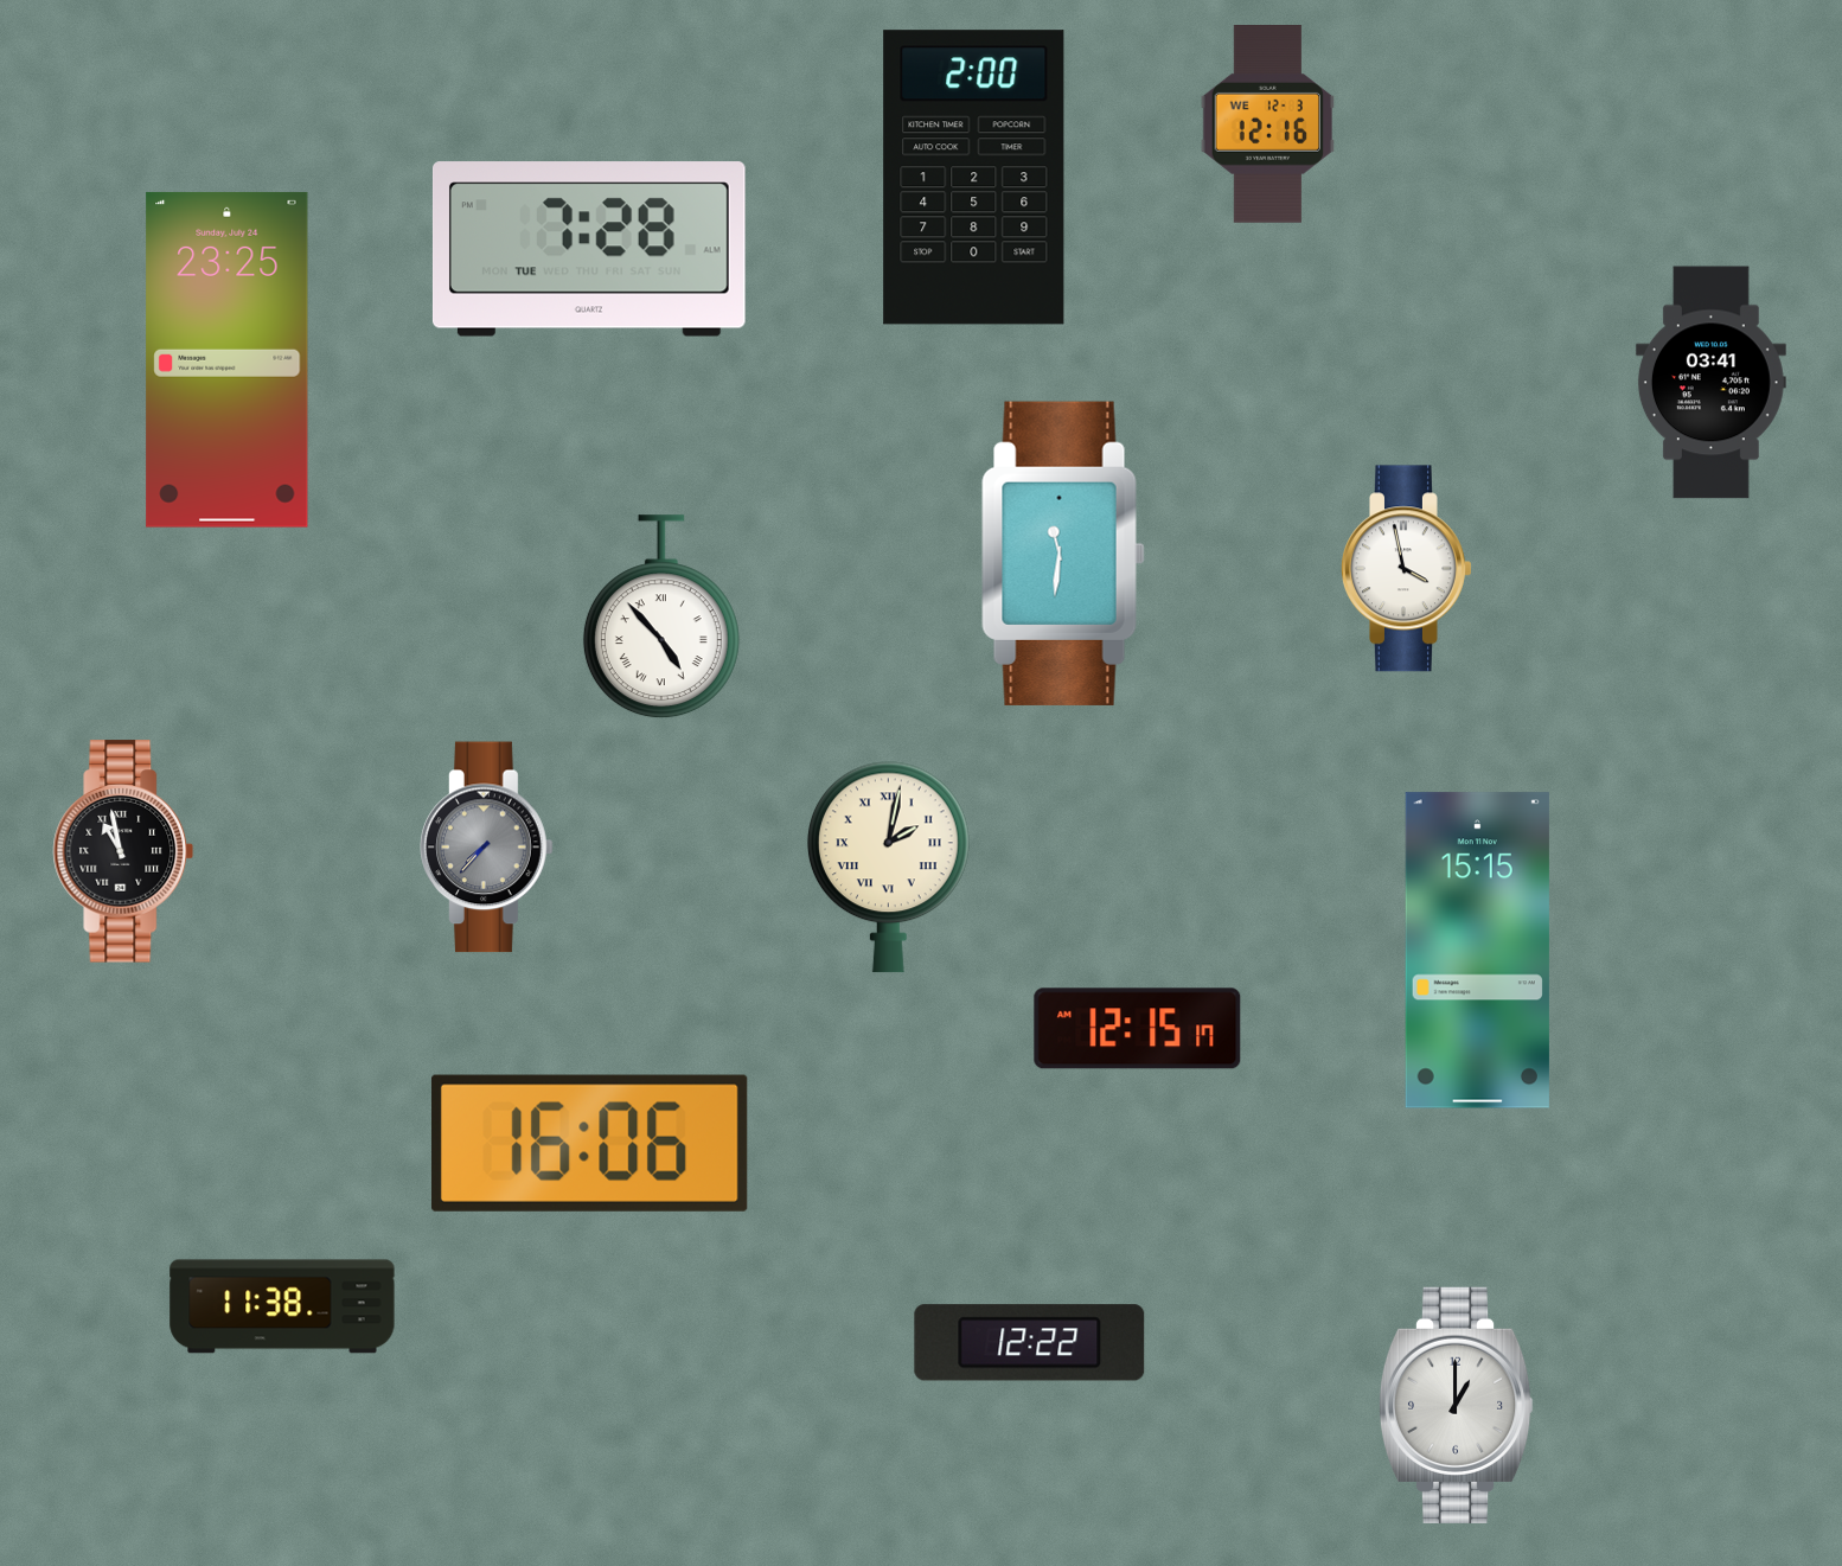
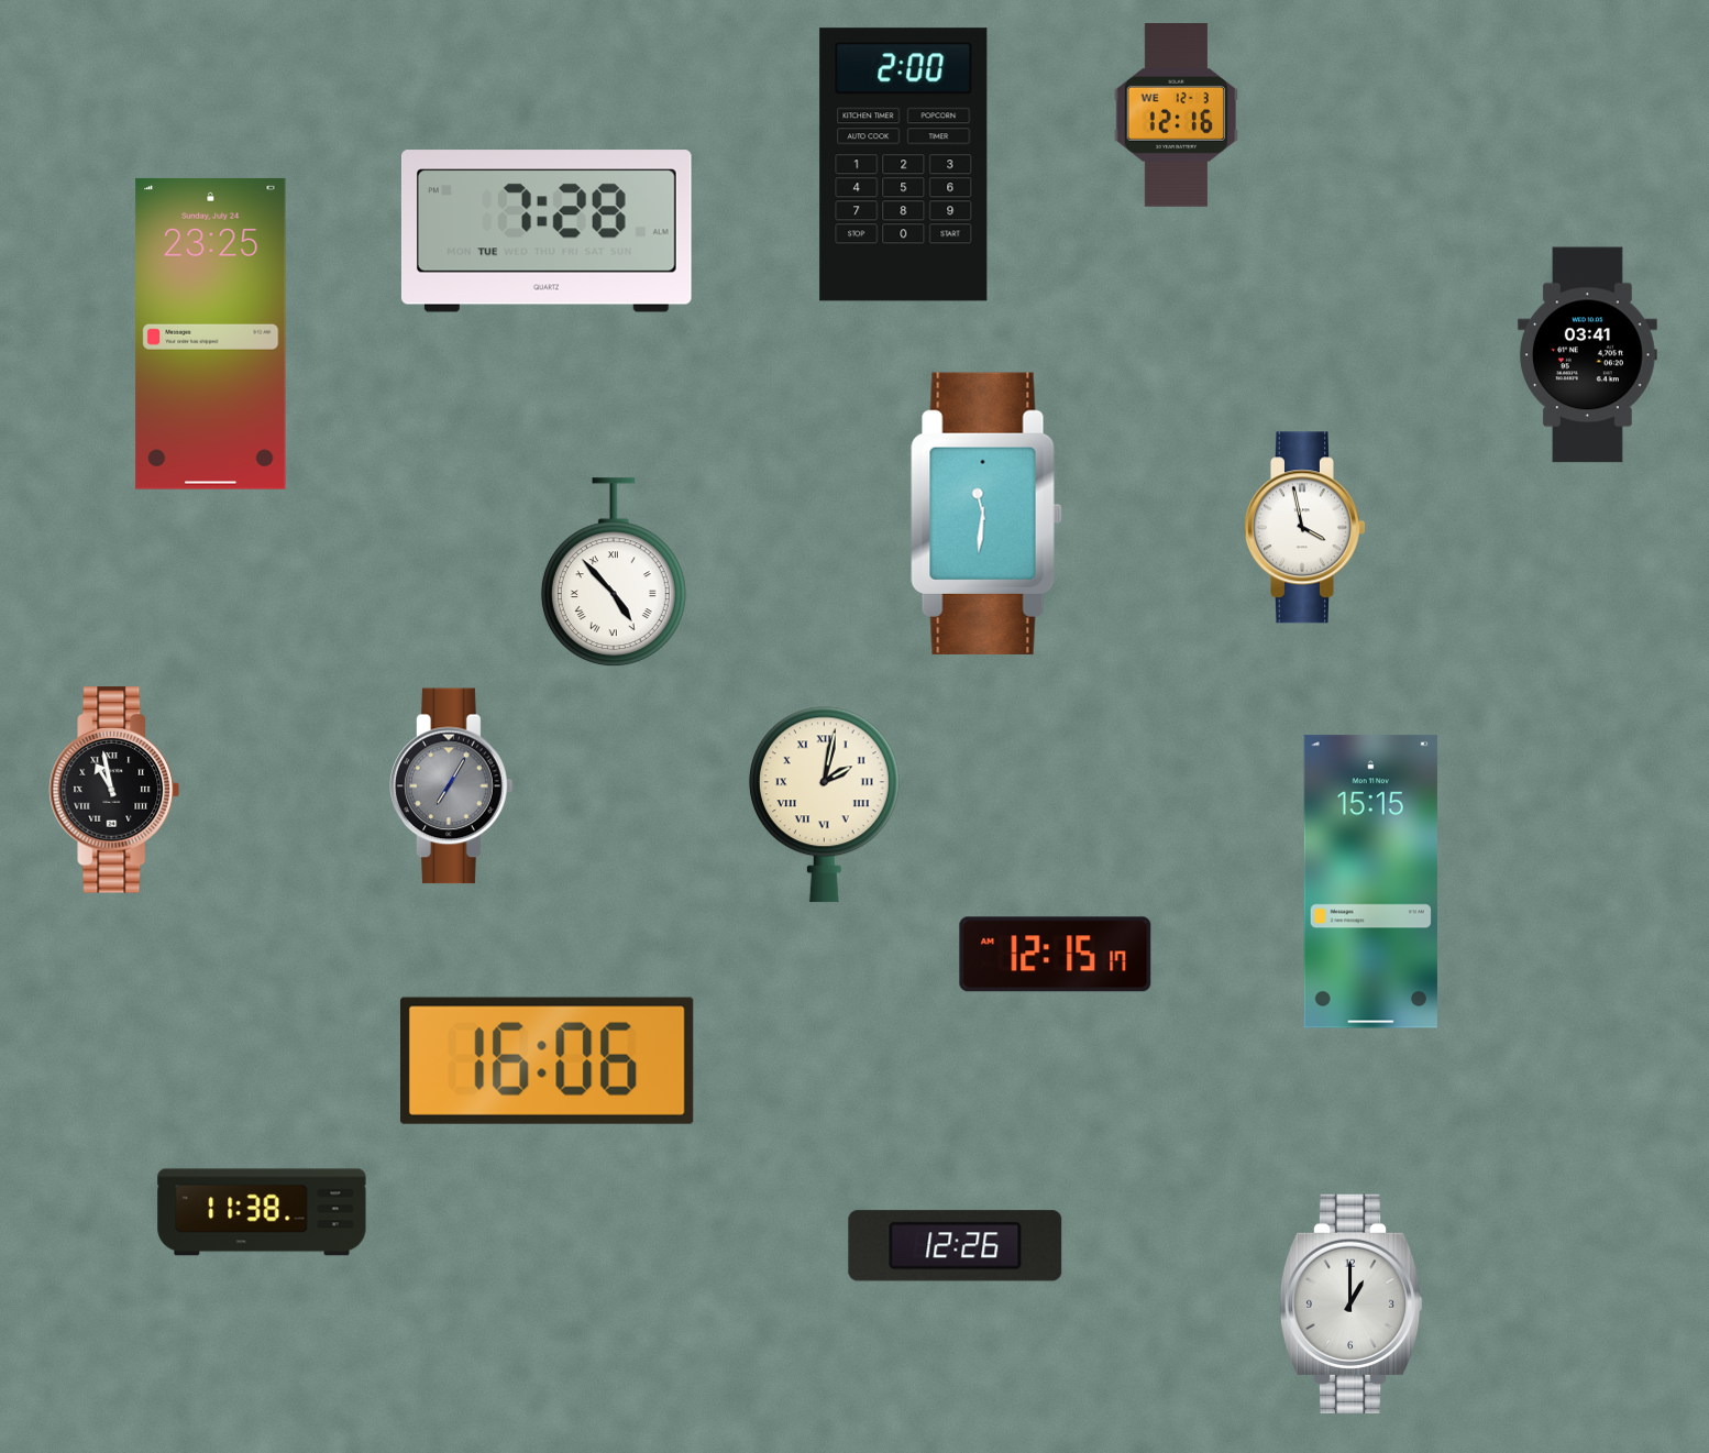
clock at (487, 848): 7:37 -> 7:05
clock at (1030, 1343): 12:22 -> 12:26
